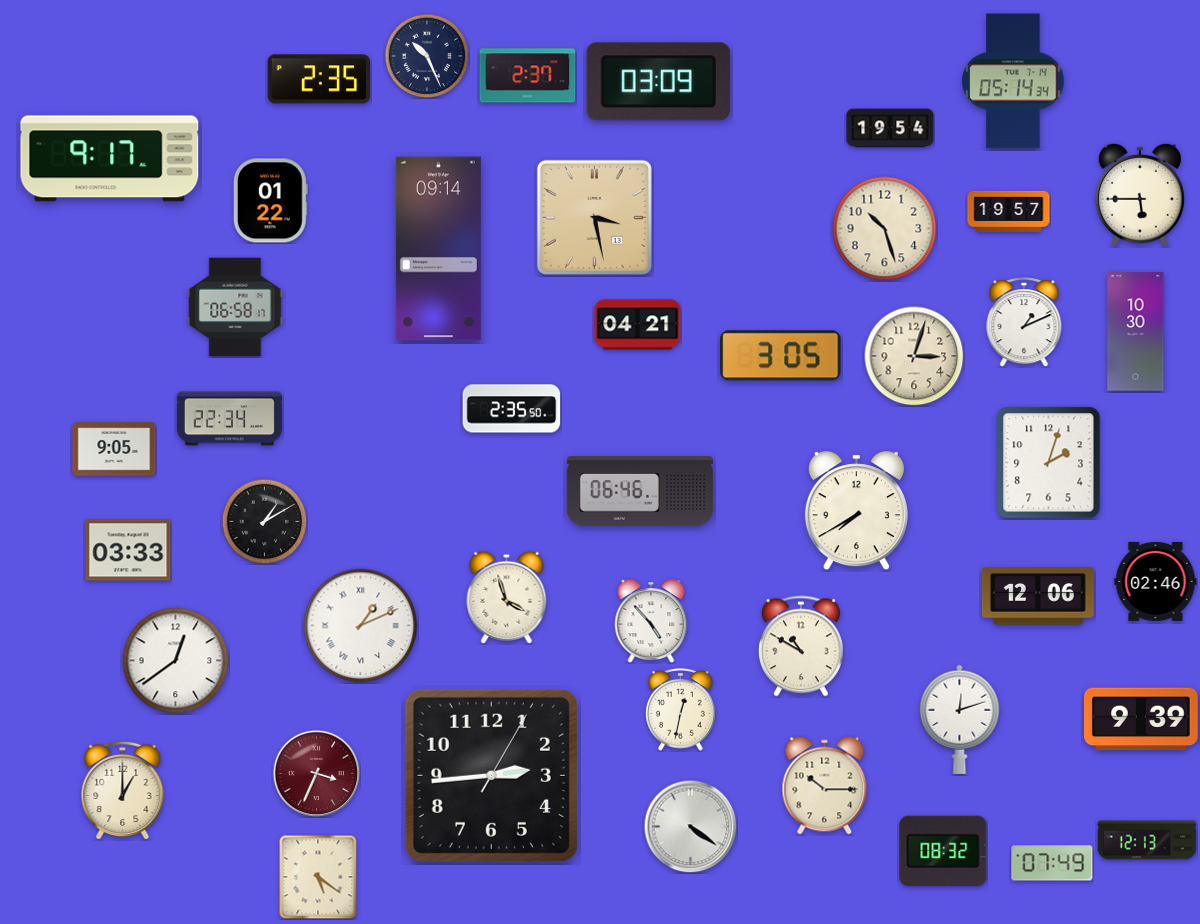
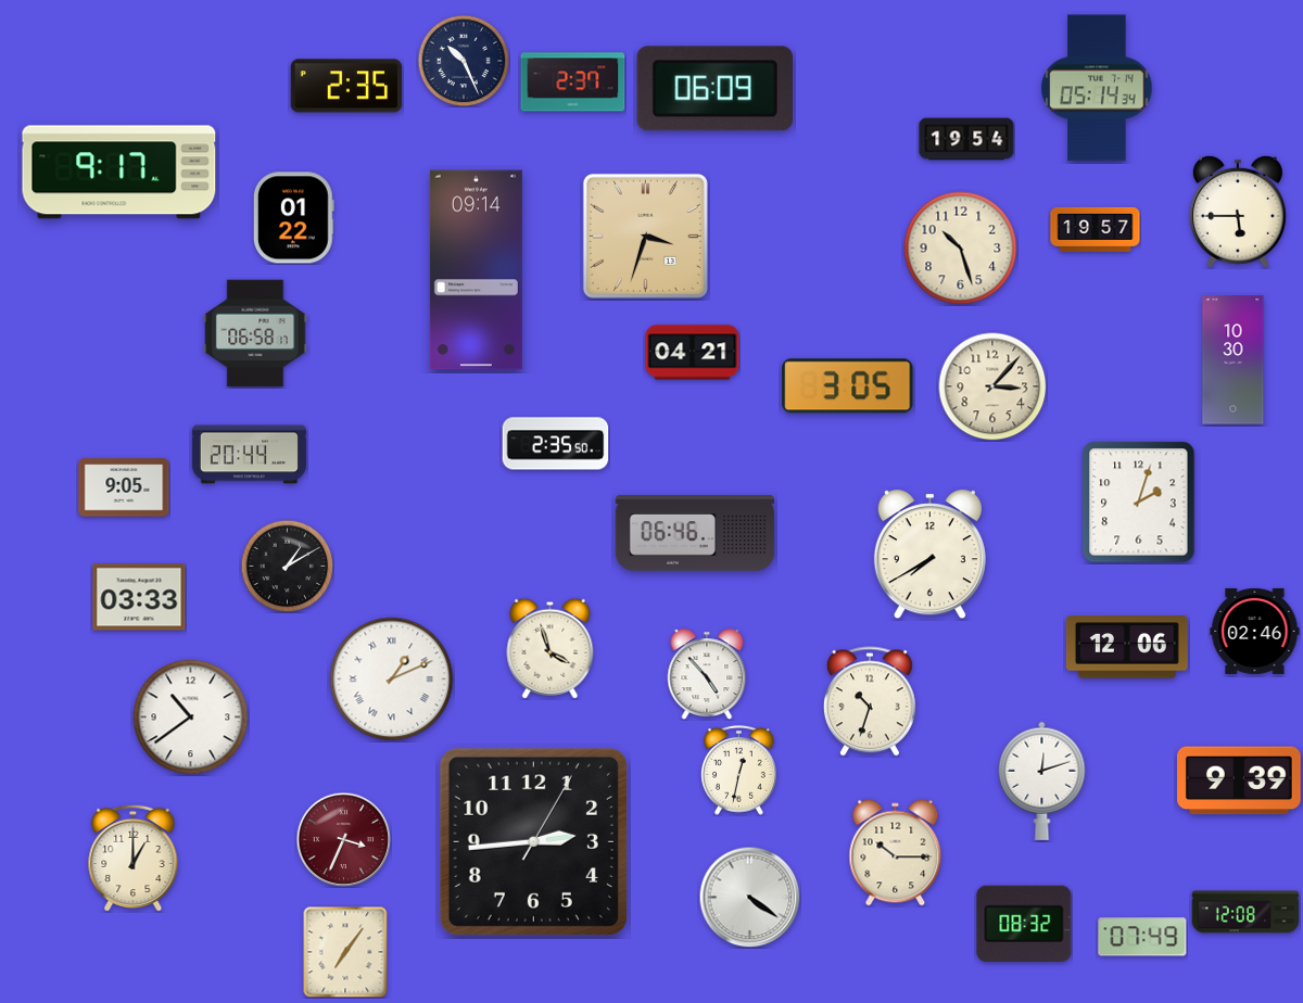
clock at (1013, 81) position: (1013, 81) -> (1097, 88)
clock at (658, 82): 03:09 -> 06:09
clock at (594, 217): 3:28 -> 3:33
clock at (1024, 322): 1:11 -> none
clock at (914, 356): 3:03 -> 3:07
clock at (229, 419): 22:34 -> 20:44
clock at (801, 646): 10:50 -> 10:33
clock at (176, 661): 12:39 -> 10:39
clock at (1147, 840): 12:13 -> 12:08
clock at (318, 877): 5:21 -> 7:06
